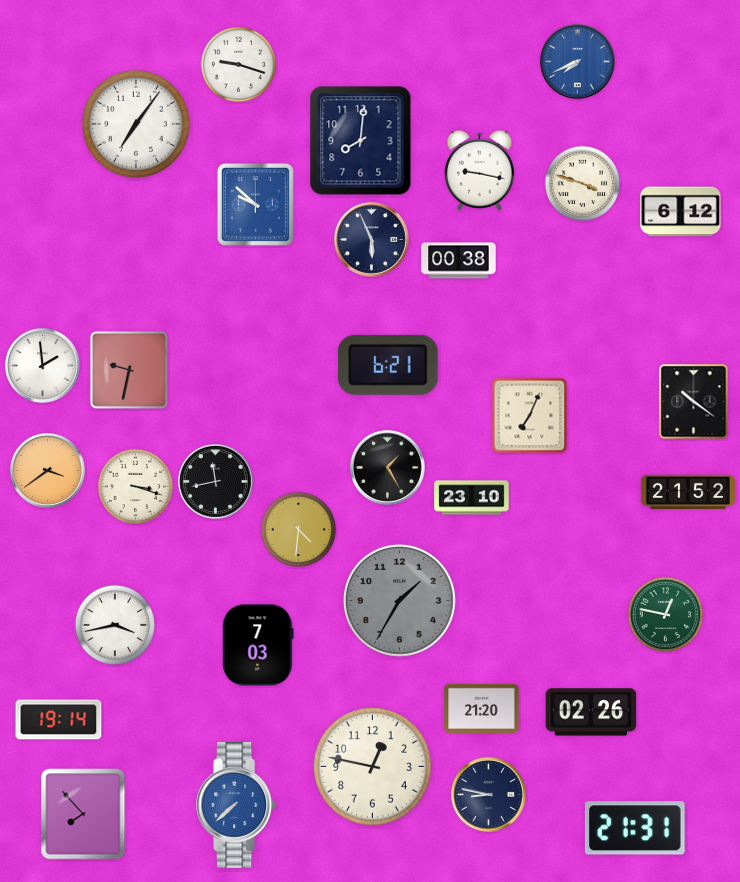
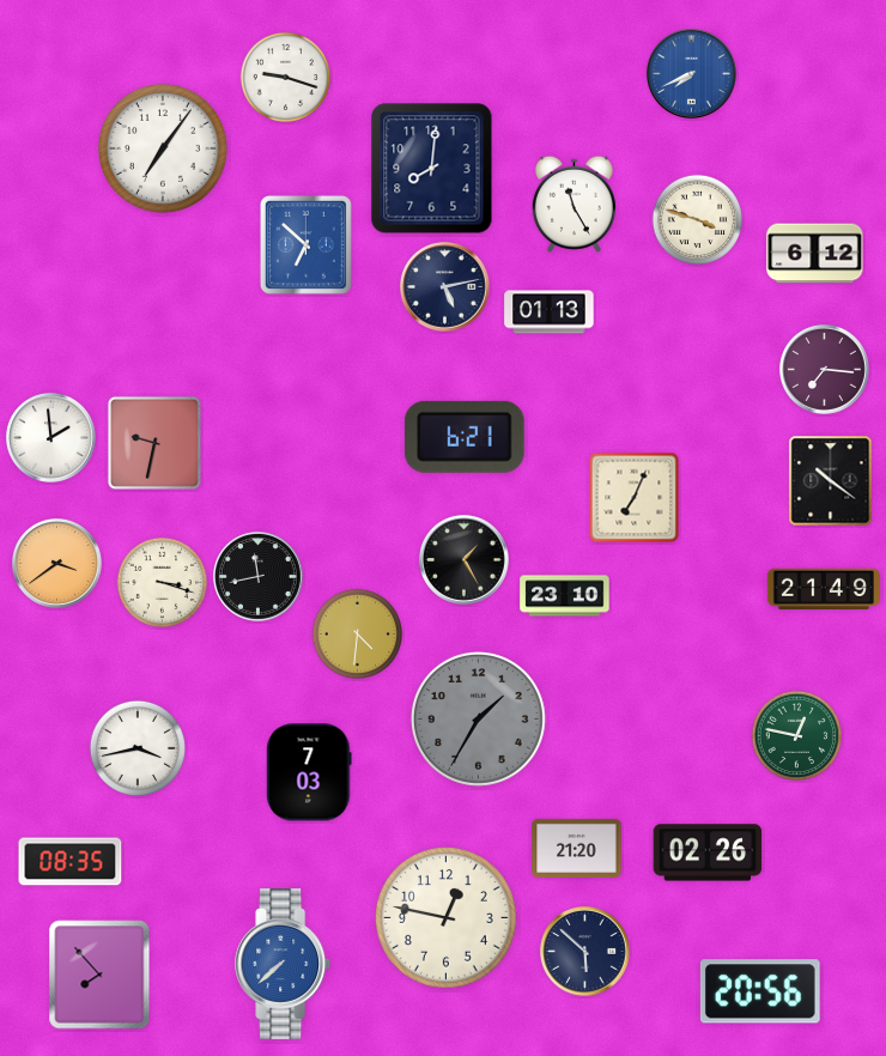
clock at (479, 170): 9:17 -> 11:25
clock at (255, 204): 9:52 -> 6:52
clock at (371, 239): 5:56 -> 5:13
clock at (459, 261): 00:38 -> 01:13
clock at (824, 369): none -> 7:16
clock at (688, 491): 21:52 -> 21:49
clock at (59, 720): 19:14 -> 08:35
clock at (488, 794): 8:47 -> 5:52
clock at (635, 828): 21:31 -> 20:56
